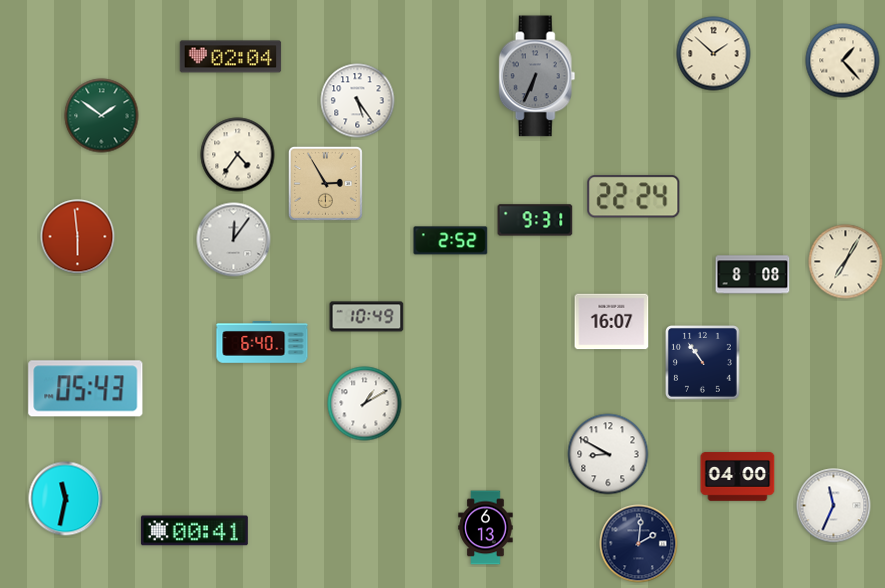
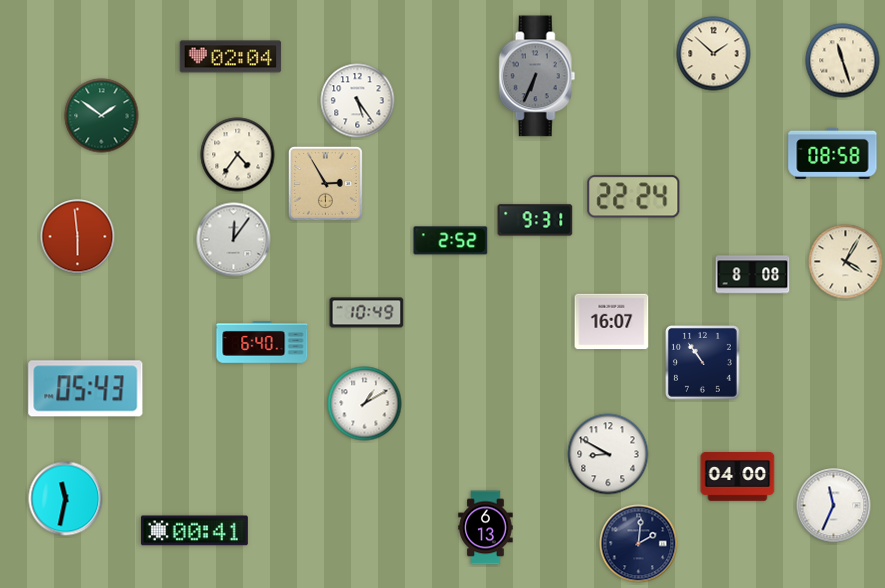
clock at (843, 61): 1:23 -> 11:27
clock at (833, 153): none -> 08:58
clock at (846, 262): 7:05 -> 4:05
clock at (367, 317) position: (367, 317) -> (367, 313)
